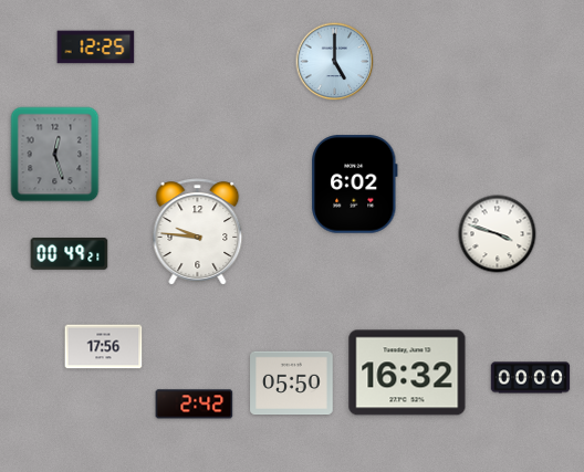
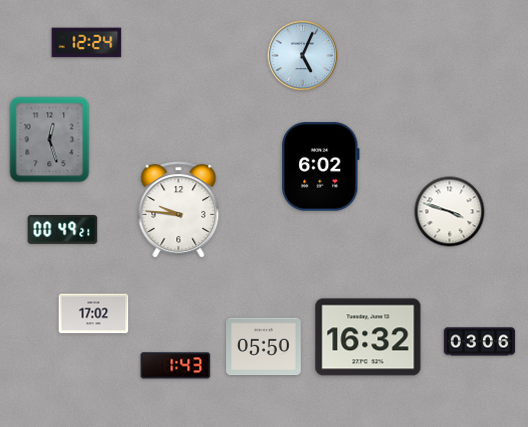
clock at (96, 48): 12:25 -> 12:24
clock at (335, 62): 5:00 -> 5:04
clock at (104, 347): 17:56 -> 17:02
clock at (531, 378): 00:00 -> 03:06
clock at (195, 405): 2:42 -> 1:43
